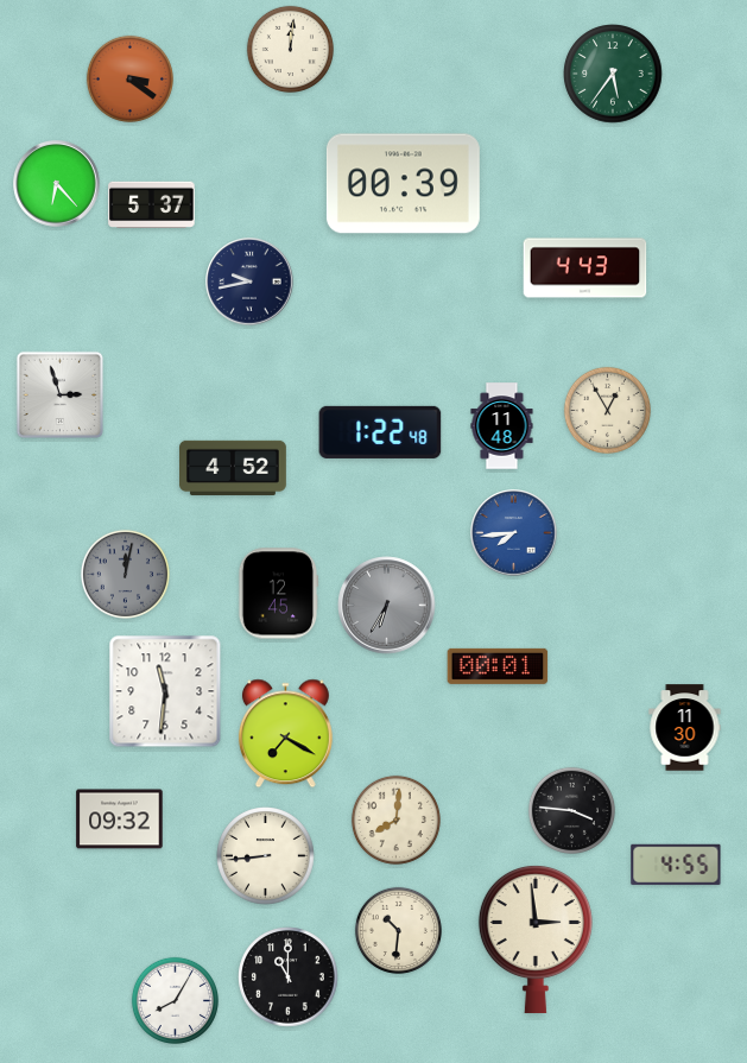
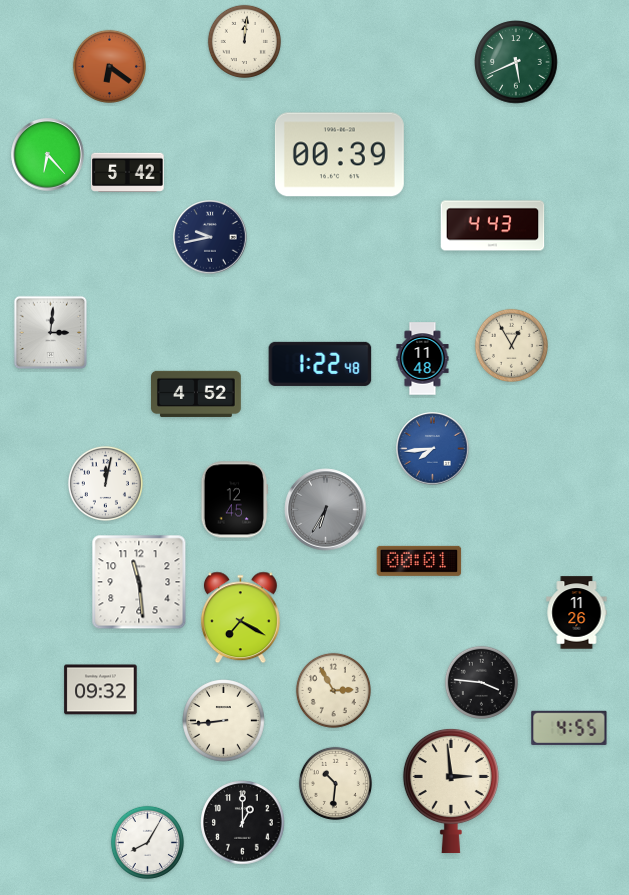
clock at (613, 74): 5:36 -> 5:41
clock at (129, 78): 3:21 -> 6:21
clock at (152, 205): 5:37 -> 5:42
clock at (61, 396): 2:57 -> 3:01
clock at (125, 574) dial: grey -> white
clock at (165, 691): 11:31 -> 11:29
clock at (685, 728): 11:30 -> 11:26
clock at (395, 820): 8:01 -> 2:55
clock at (289, 977): 11:00 -> 1:00
